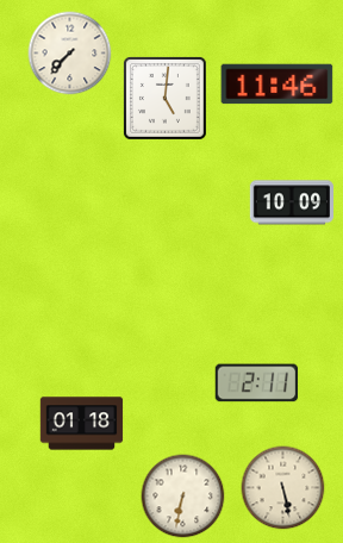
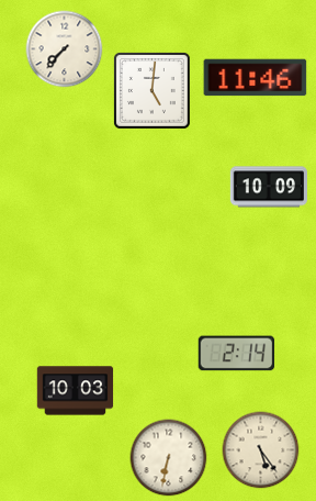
clock at (257, 383): 2:11 -> 2:14
clock at (82, 424): 01:18 -> 10:03
clock at (283, 488): 5:28 -> 5:24
